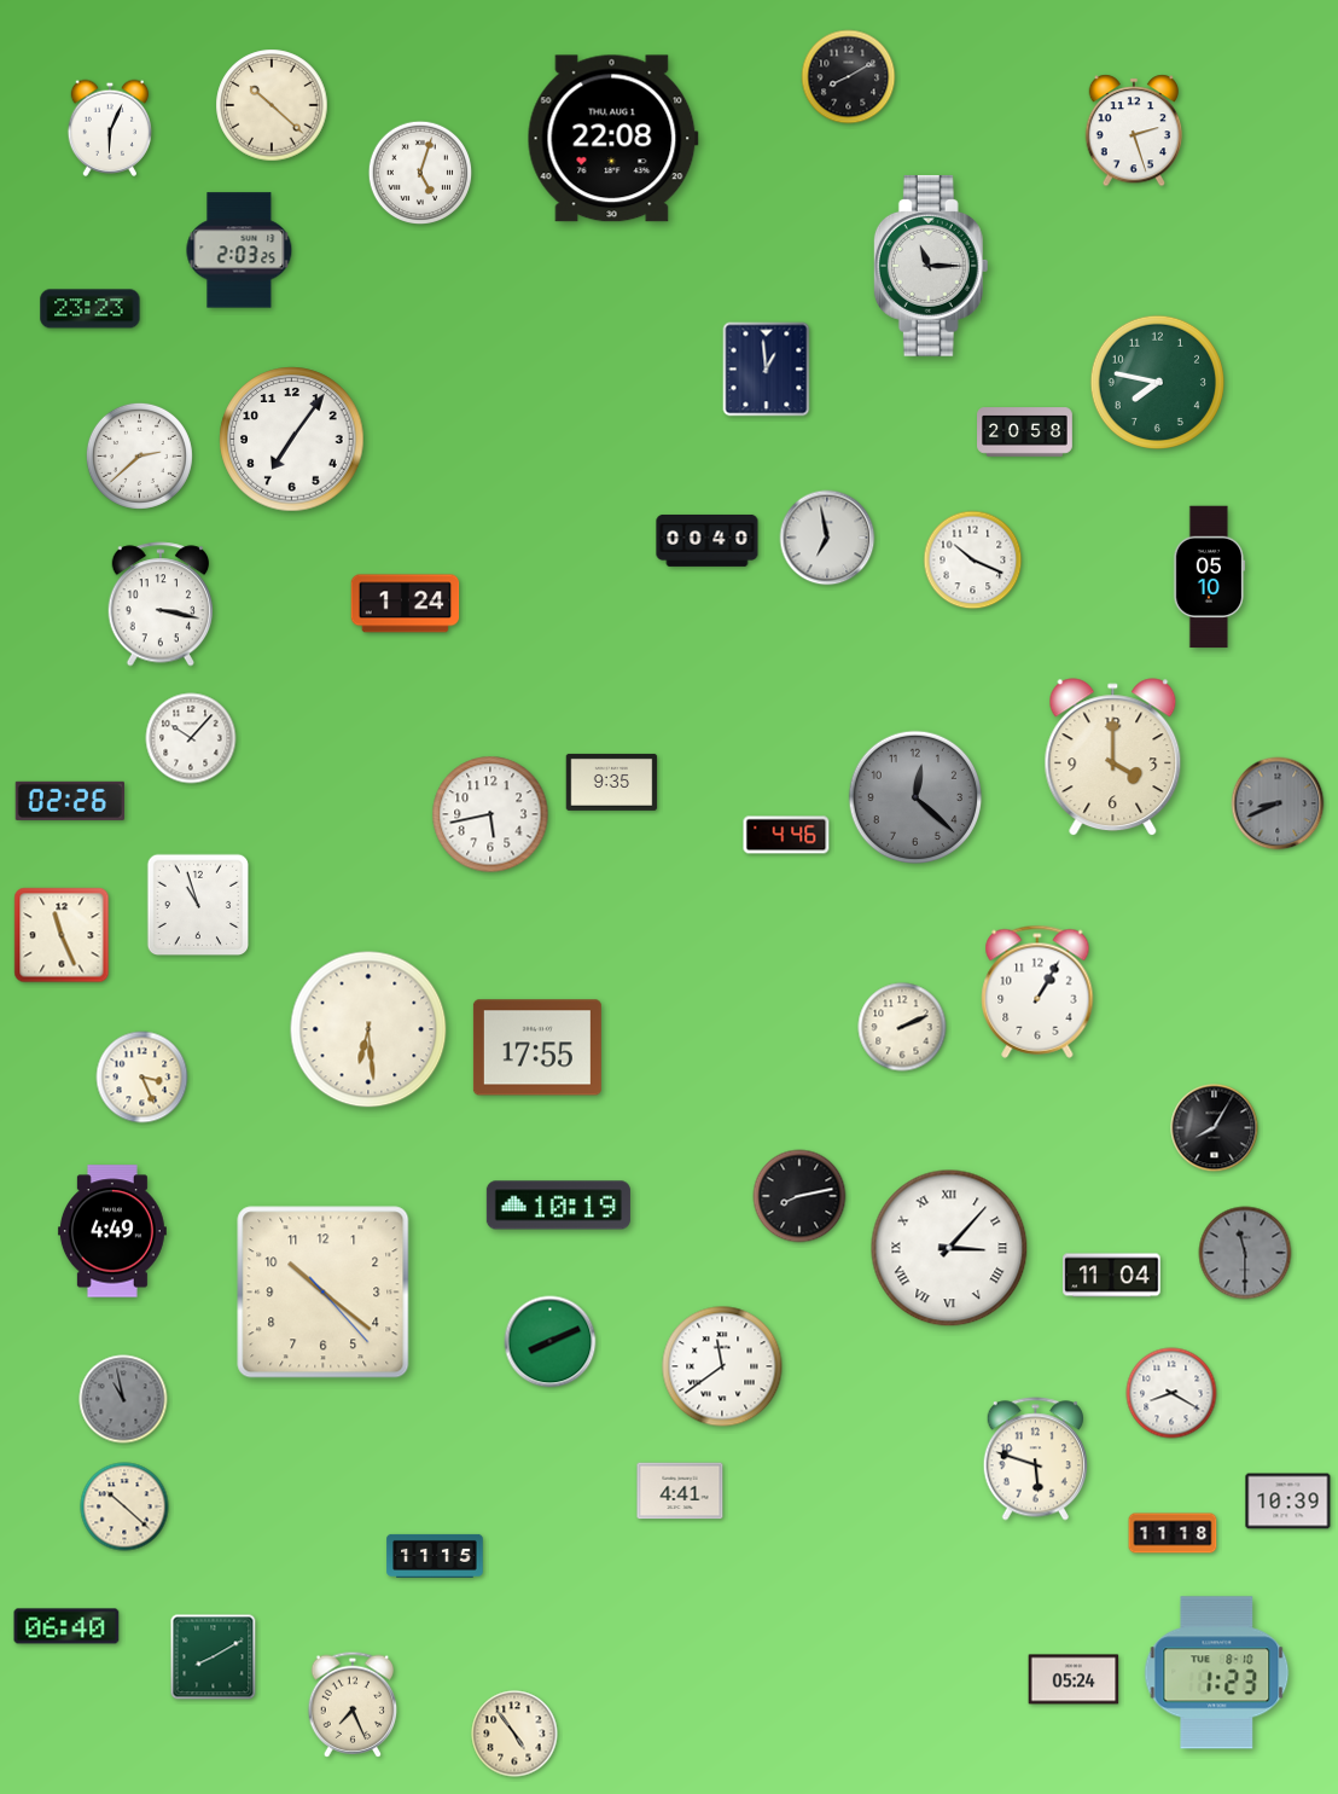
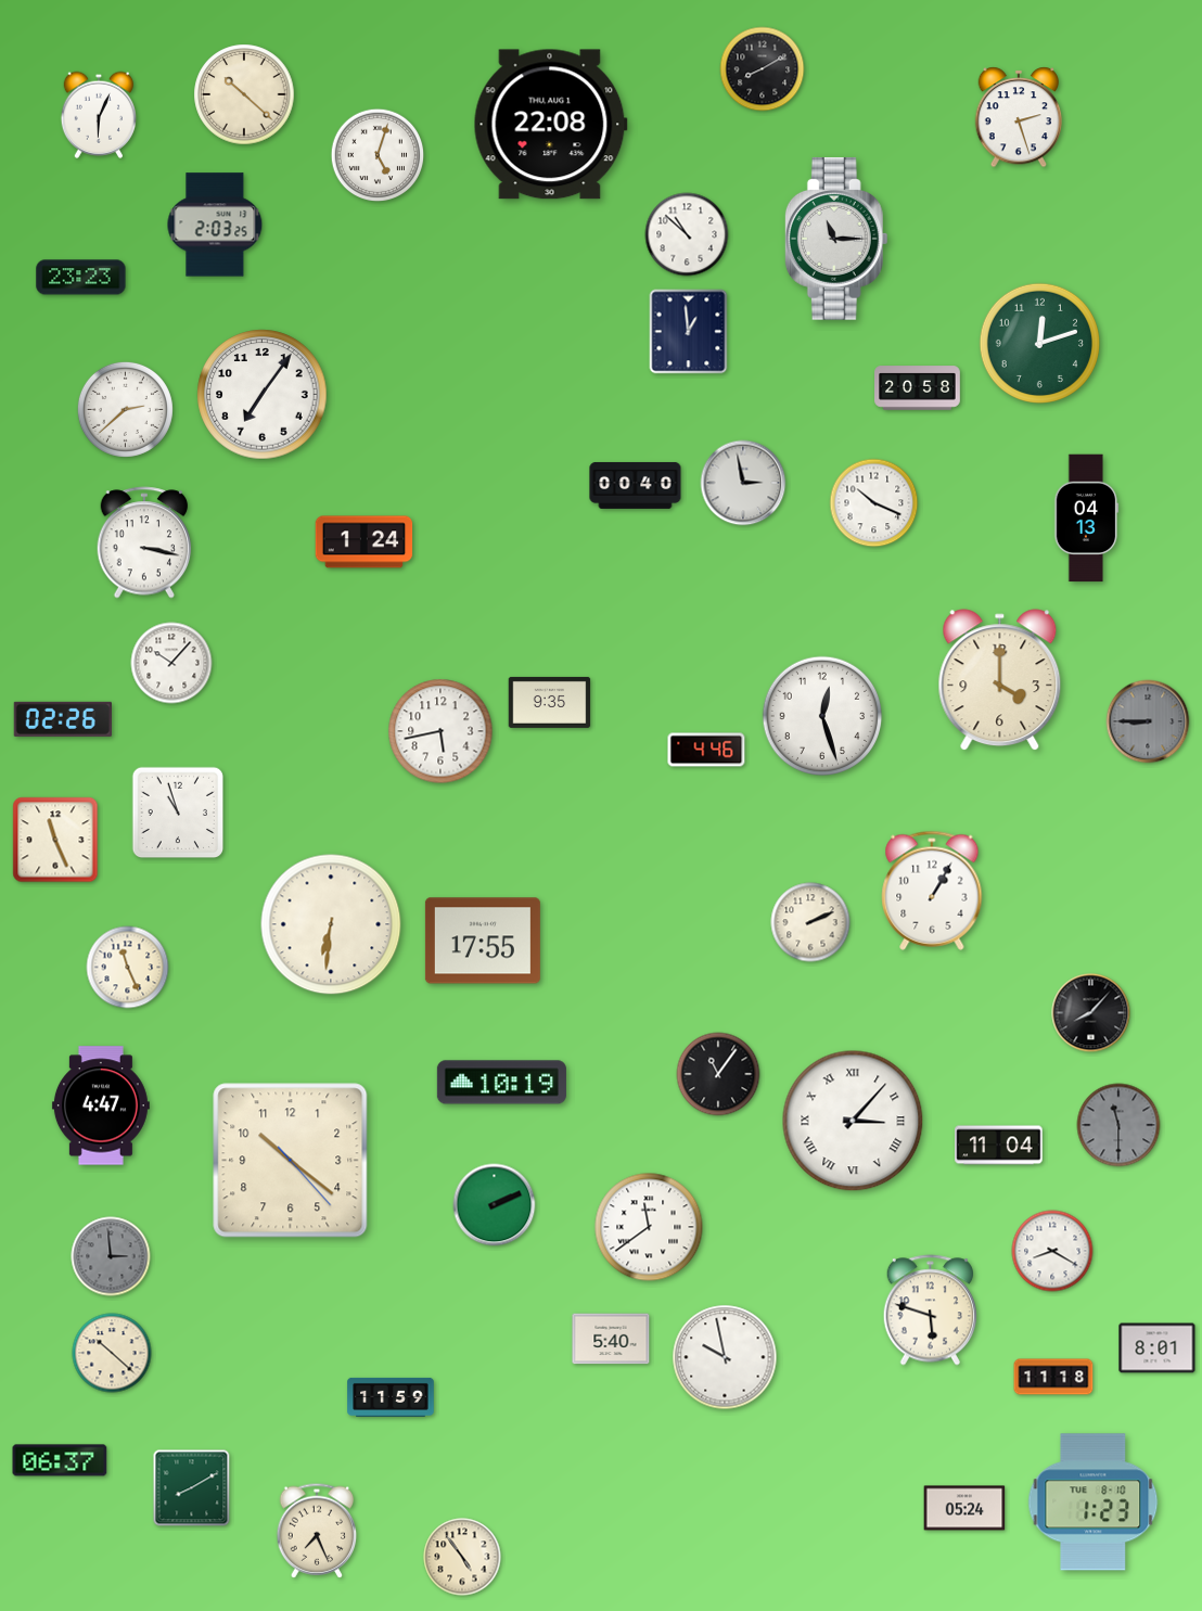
clock at (687, 234): none -> 10:52
clock at (1157, 382): 7:47 -> 12:12
clock at (1025, 432) position: (1025, 432) -> (918, 388)
clock at (827, 538): 6:58 -> 2:58
clock at (1210, 577): 05:10 -> 04:13
clock at (915, 797): 12:22 -> 12:27
clock at (915, 797) dial: grey -> white
clock at (1278, 803): 8:41 -> 8:45
clock at (368, 1029): 6:29 -> 6:31
clock at (142, 1078): 3:26 -> 11:26
clock at (1215, 1128): 8:05 -> 8:07
clock at (799, 1196): 8:13 -> 11:06
clock at (112, 1231): 4:49 -> 4:47
clock at (551, 1342): 8:11 -> 2:11
clock at (123, 1399): 10:58 -> 2:59
clock at (680, 1491): 4:41 -> 5:40
clock at (1288, 1502): 10:39 -> 8:01
clock at (725, 1357): none -> 9:58
clock at (435, 1556): 11:15 -> 11:59
clock at (66, 1626): 06:40 -> 06:37
